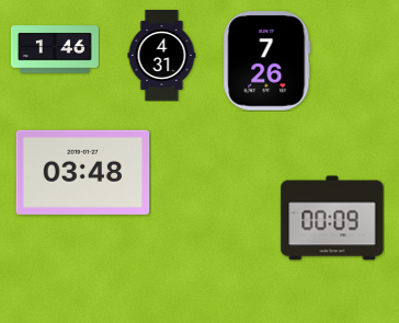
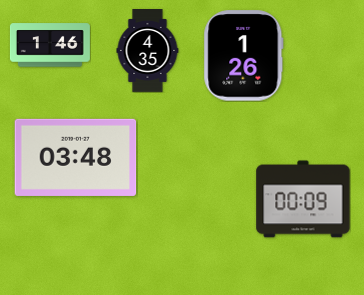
clock at (162, 56): 4:31 -> 4:35
clock at (267, 61): 7:26 -> 1:26
